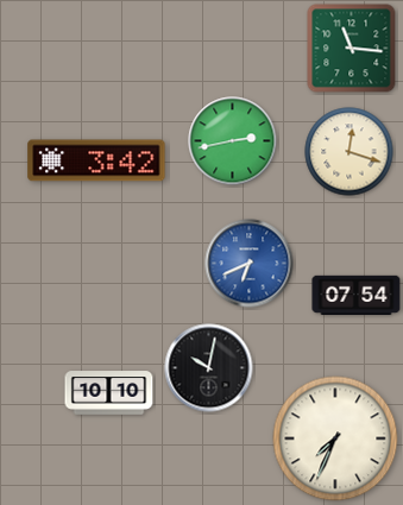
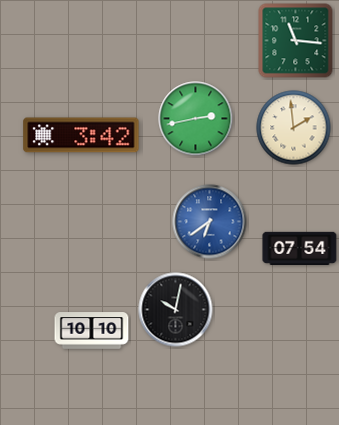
clock at (350, 152): 12:18 -> 1:59
clock at (250, 264): 6:41 -> 6:39
clock at (335, 438): 7:34 -> none
